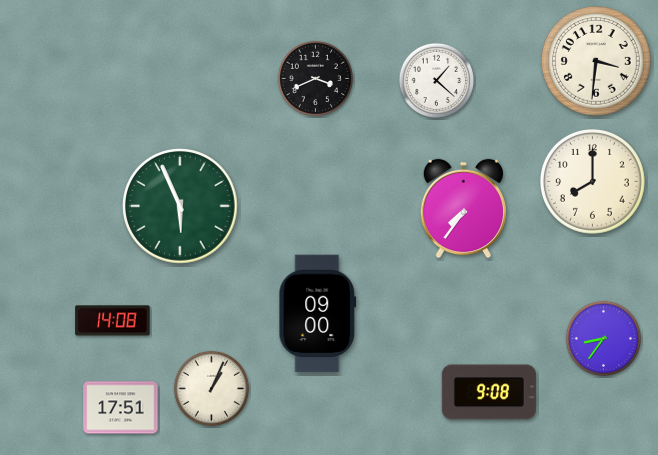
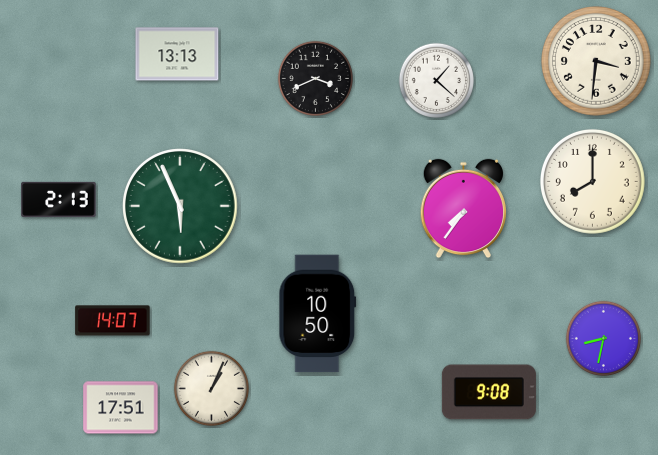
clock at (177, 54): none -> 13:13
clock at (59, 199): none -> 2:13
clock at (318, 314): 09:00 -> 10:50
clock at (113, 321): 14:08 -> 14:07
clock at (603, 338): 8:36 -> 8:32
